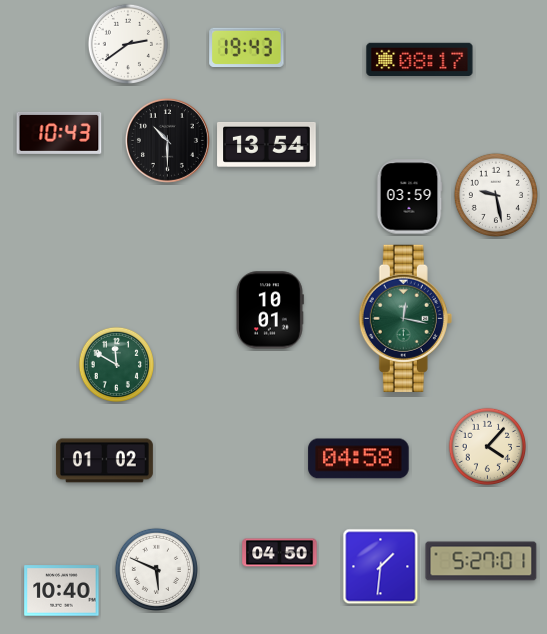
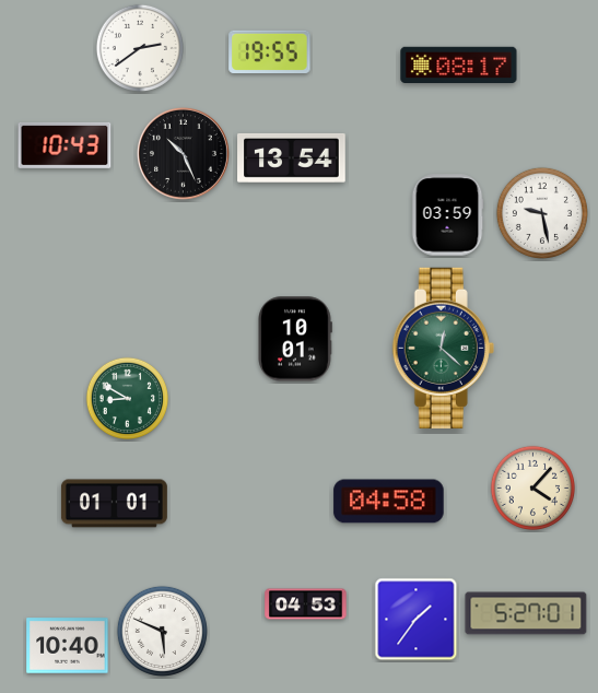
clock at (247, 48): 19:43 -> 19:55
clock at (167, 140): 10:30 -> 10:26
clock at (405, 318): 12:17 -> 12:22
clock at (116, 364): 11:50 -> 8:50
clock at (359, 459) position: (359, 459) -> (389, 502)
clock at (104, 461): 01:02 -> 01:01
clock at (280, 553): 04:50 -> 04:53
clock at (381, 567): 1:31 -> 1:36
clock at (156, 569) position: (156, 569) -> (162, 631)
